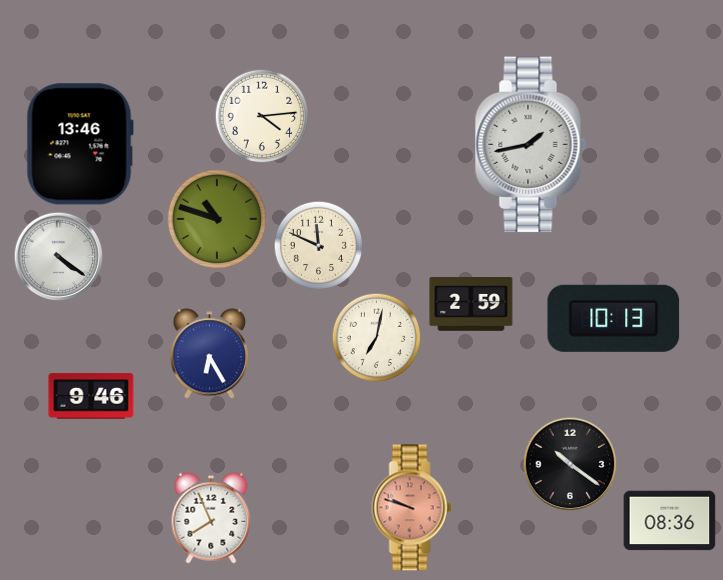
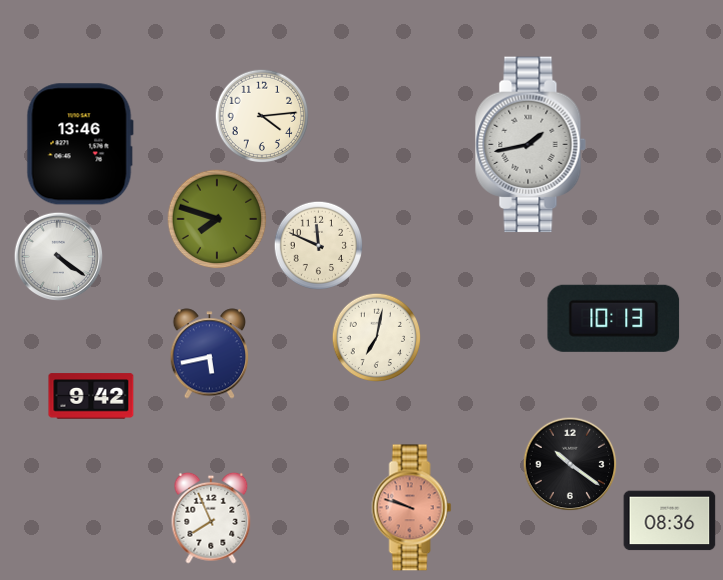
clock at (217, 219): 10:48 -> 7:48
clock at (471, 305): 2:59 -> none
clock at (210, 354): 6:25 -> 5:43
clock at (91, 396): 9:46 -> 9:42
